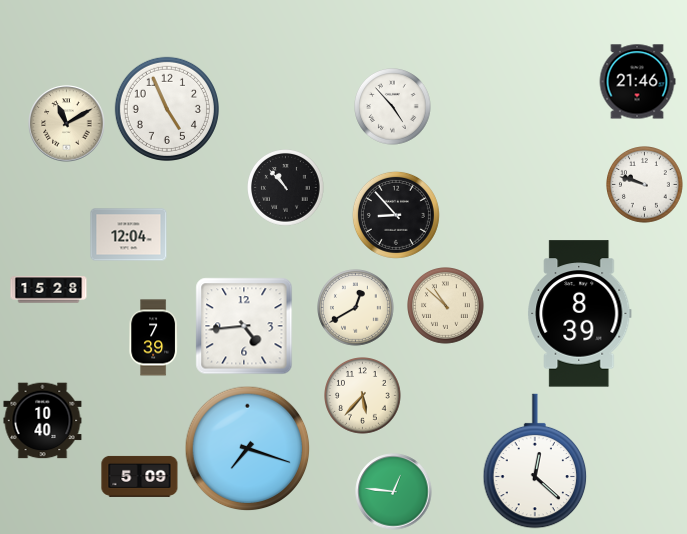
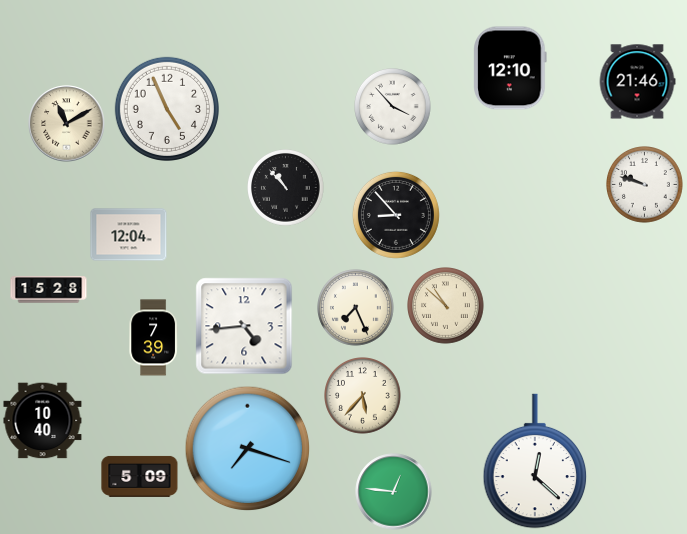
clock at (510, 68): none -> 12:10
clock at (393, 107): 4:53 -> 3:53
clock at (356, 308): 12:40 -> 7:26
clock at (580, 314): 8:39 -> none
